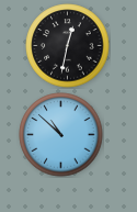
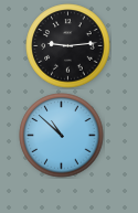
clock at (68, 46): 12:32 -> 9:14
